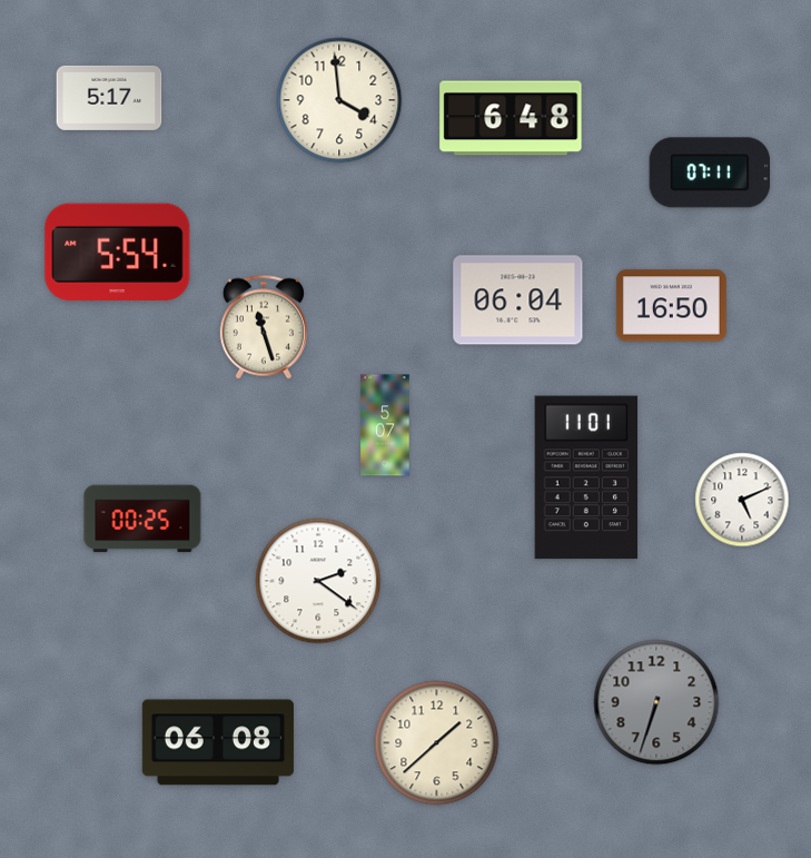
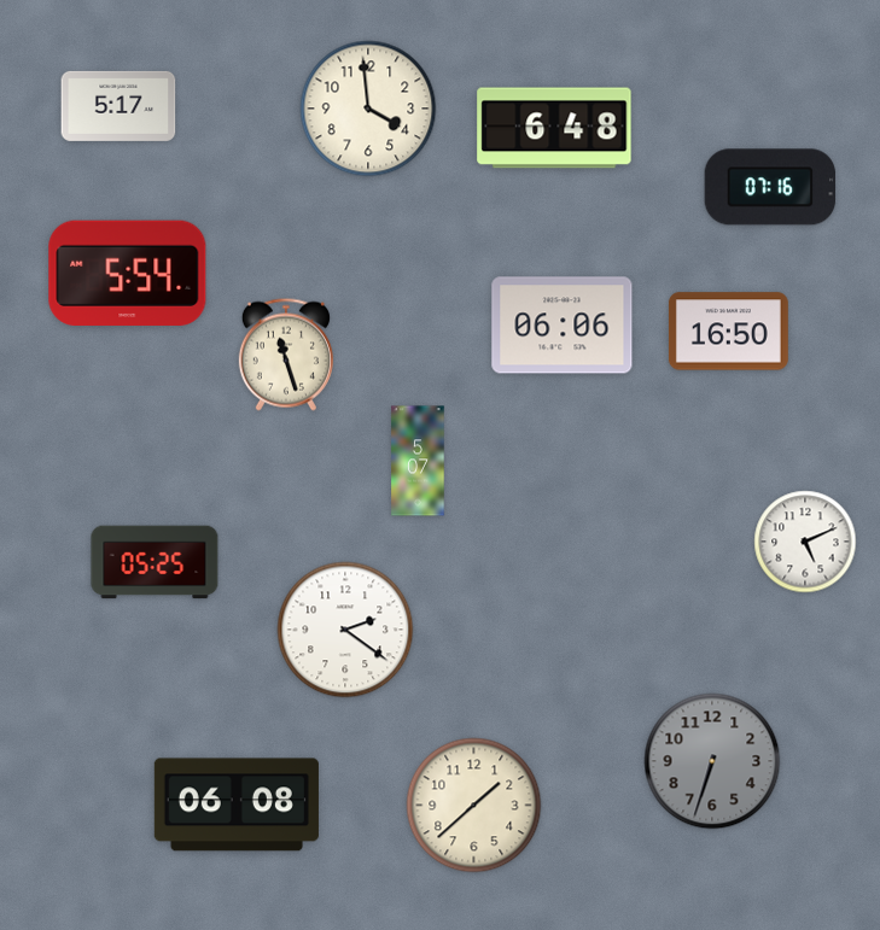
clock at (710, 172): 07:11 -> 07:16
clock at (518, 300): 06:04 -> 06:06
clock at (586, 477): 11:01 -> none
clock at (142, 519): 00:25 -> 05:25
